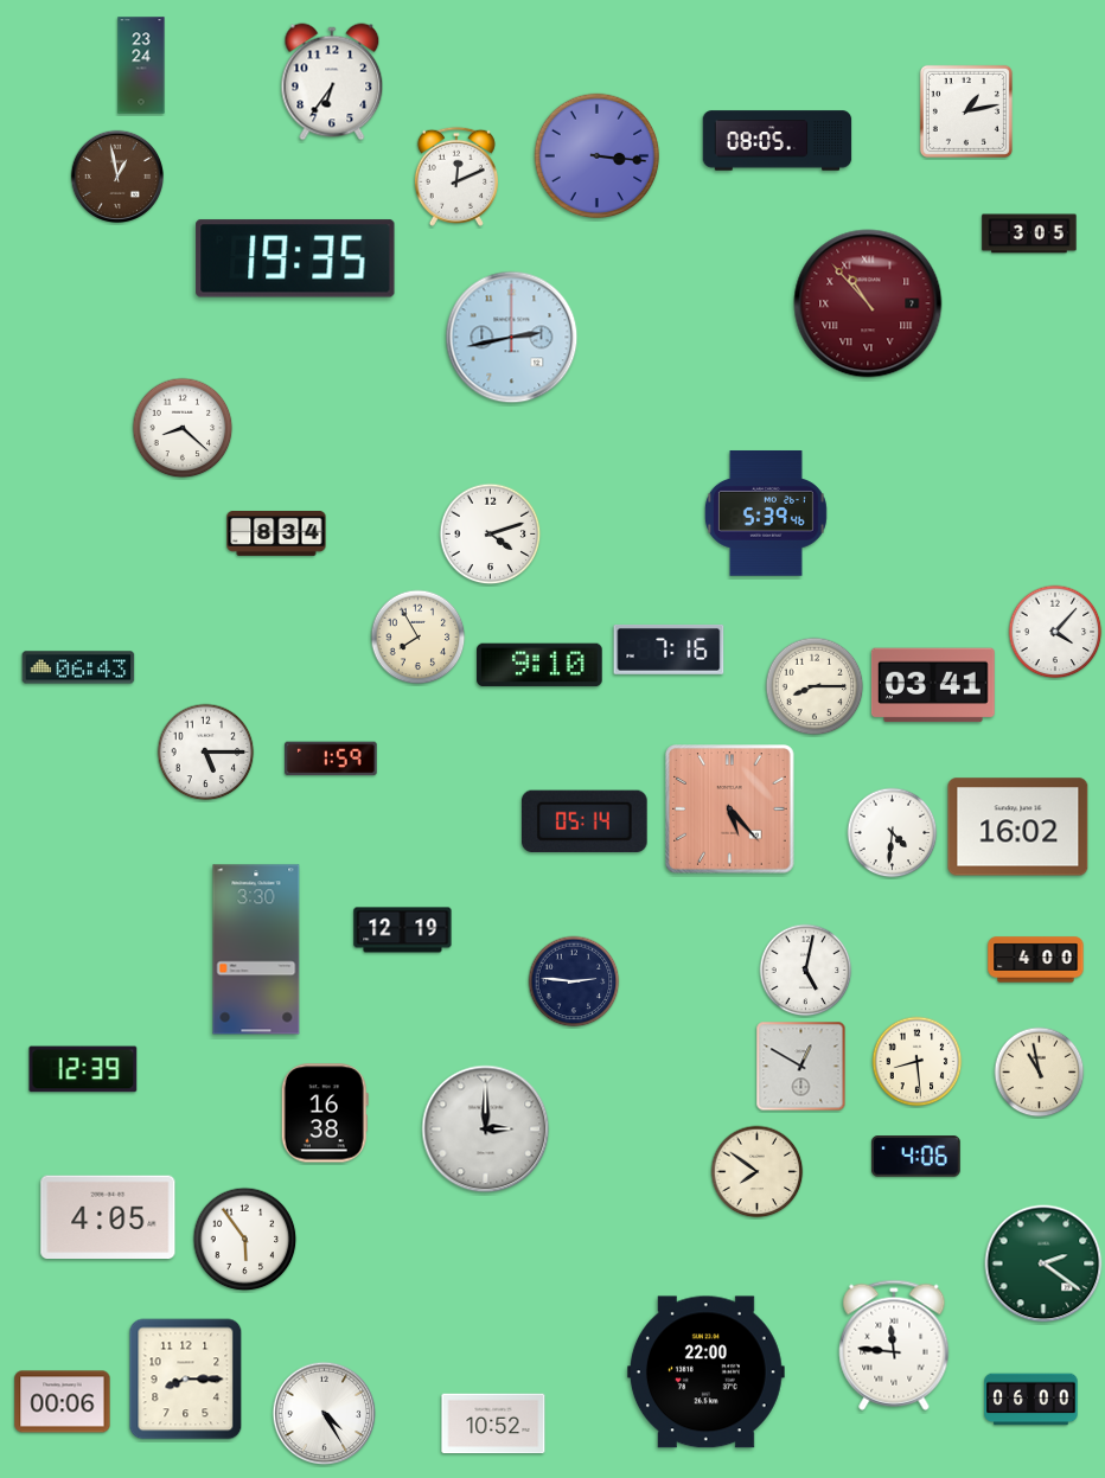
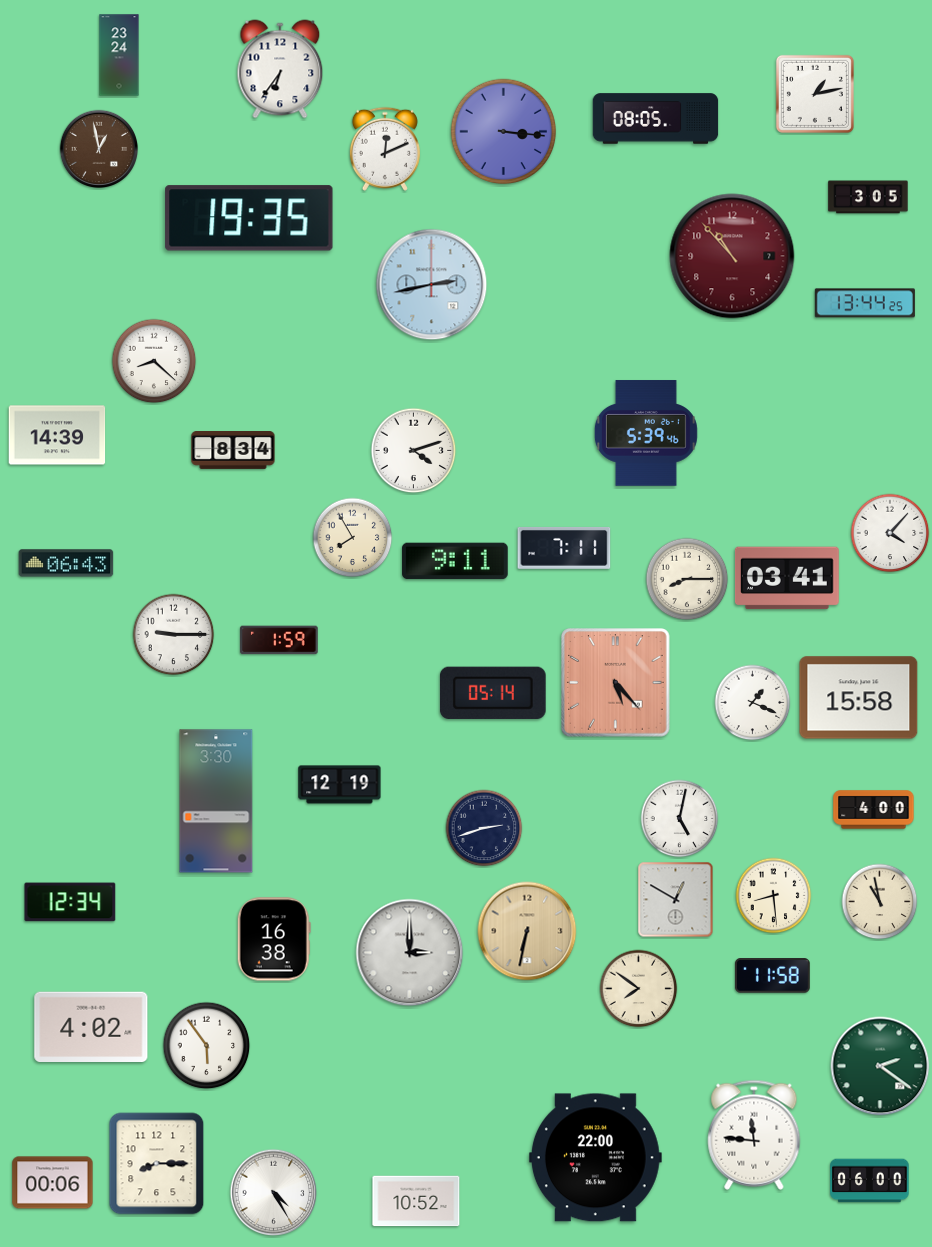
clock at (868, 303) numerals: Roman -> Arabic
clock at (865, 303): none -> 13:44
clock at (57, 435): none -> 14:39
clock at (669, 650): 7:16 -> 7:11
clock at (539, 665): 9:10 -> 9:11
clock at (206, 753): 5:15 -> 9:15
clock at (1018, 827): 16:02 -> 15:58
clock at (893, 833): 4:31 -> 1:19
clock at (574, 981): 2:46 -> 2:42
clock at (83, 1069): 12:39 -> 12:34
clock at (1040, 1073) position: (1040, 1073) -> (880, 902)
clock at (527, 931): none -> 6:32
clock at (915, 1157): 4:06 -> 11:58
clock at (108, 1217): 4:05 -> 4:02
